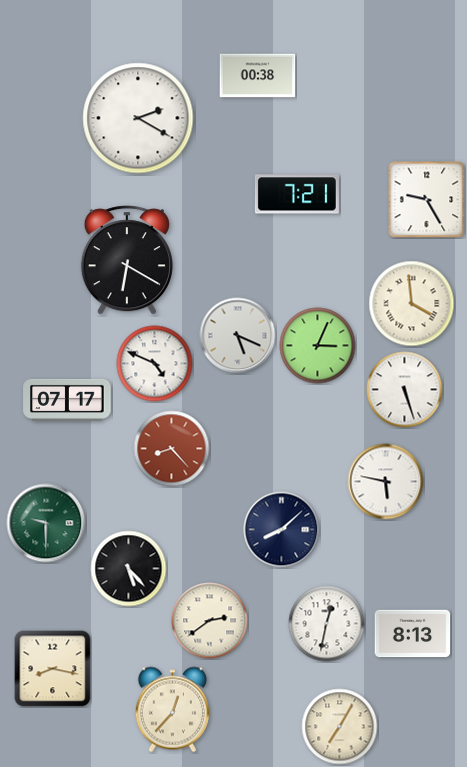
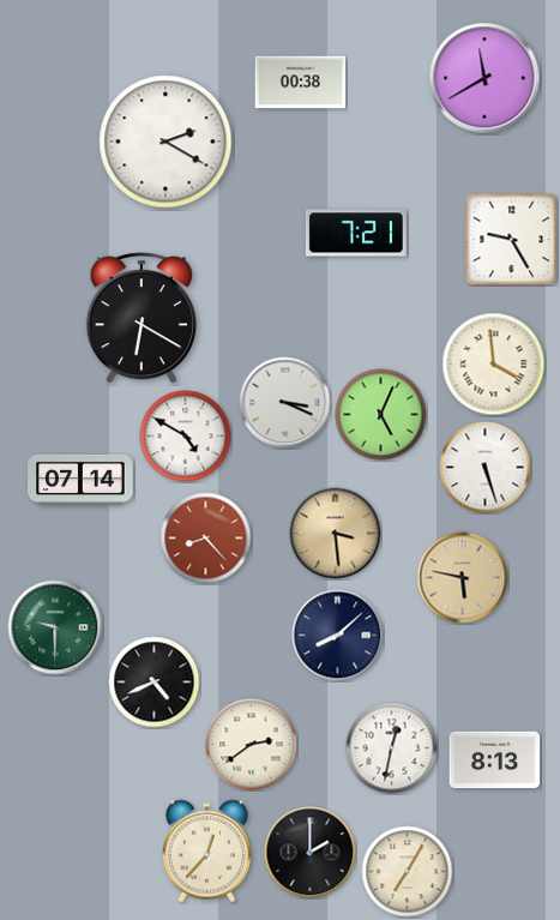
clock at (484, 78): none -> 11:40
clock at (258, 76) position: (258, 76) -> (301, 83)
clock at (127, 260) position: (127, 260) -> (141, 318)
clock at (238, 336): 5:19 -> 3:19
clock at (318, 346): 3:04 -> 5:04
clock at (155, 364): 4:49 -> 4:50
clock at (67, 400): 07:17 -> 07:14
clock at (336, 534): none -> 3:29
clock at (386, 482) dial: white -> champagne
clock at (129, 569): 5:23 -> 4:41
clock at (53, 669): 8:17 -> none
clock at (311, 853): none -> 2:00
